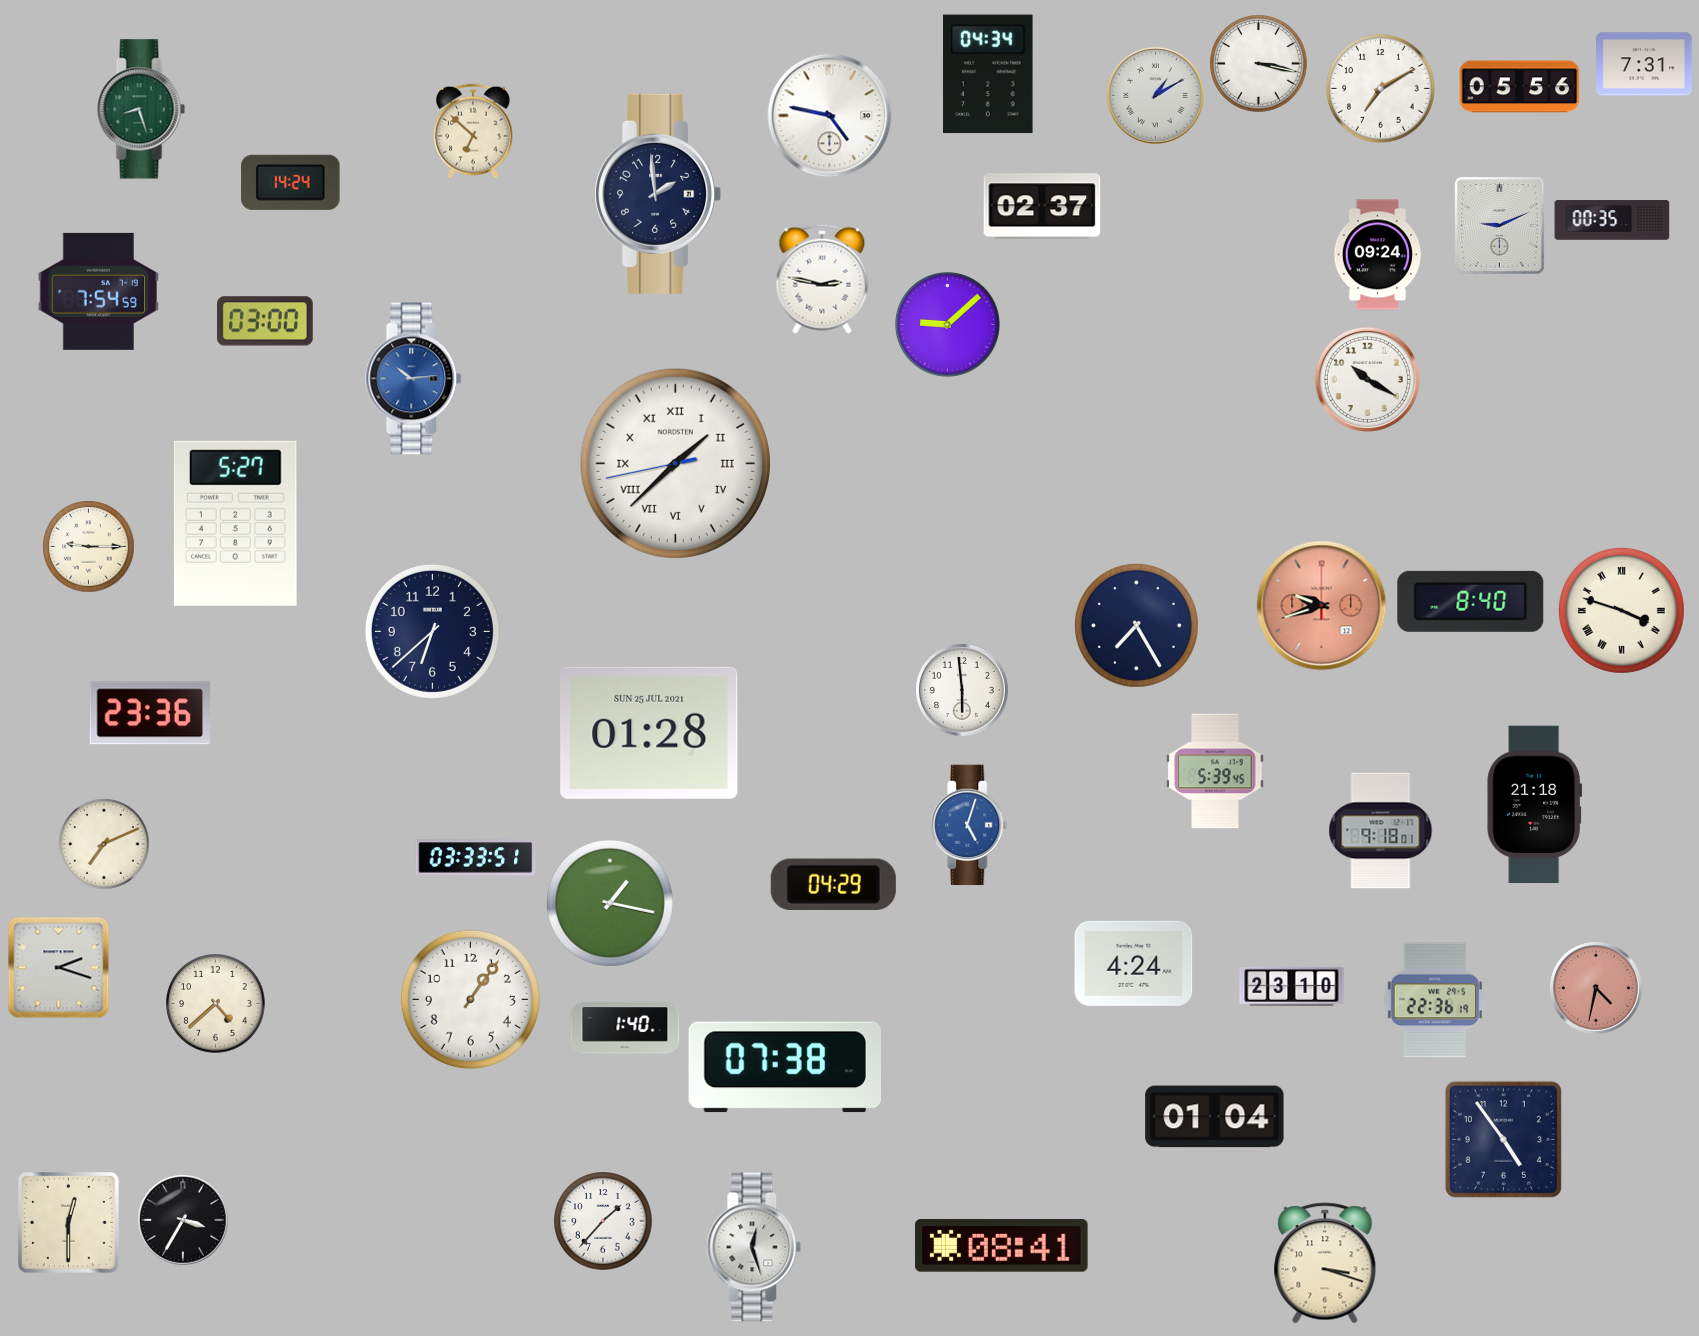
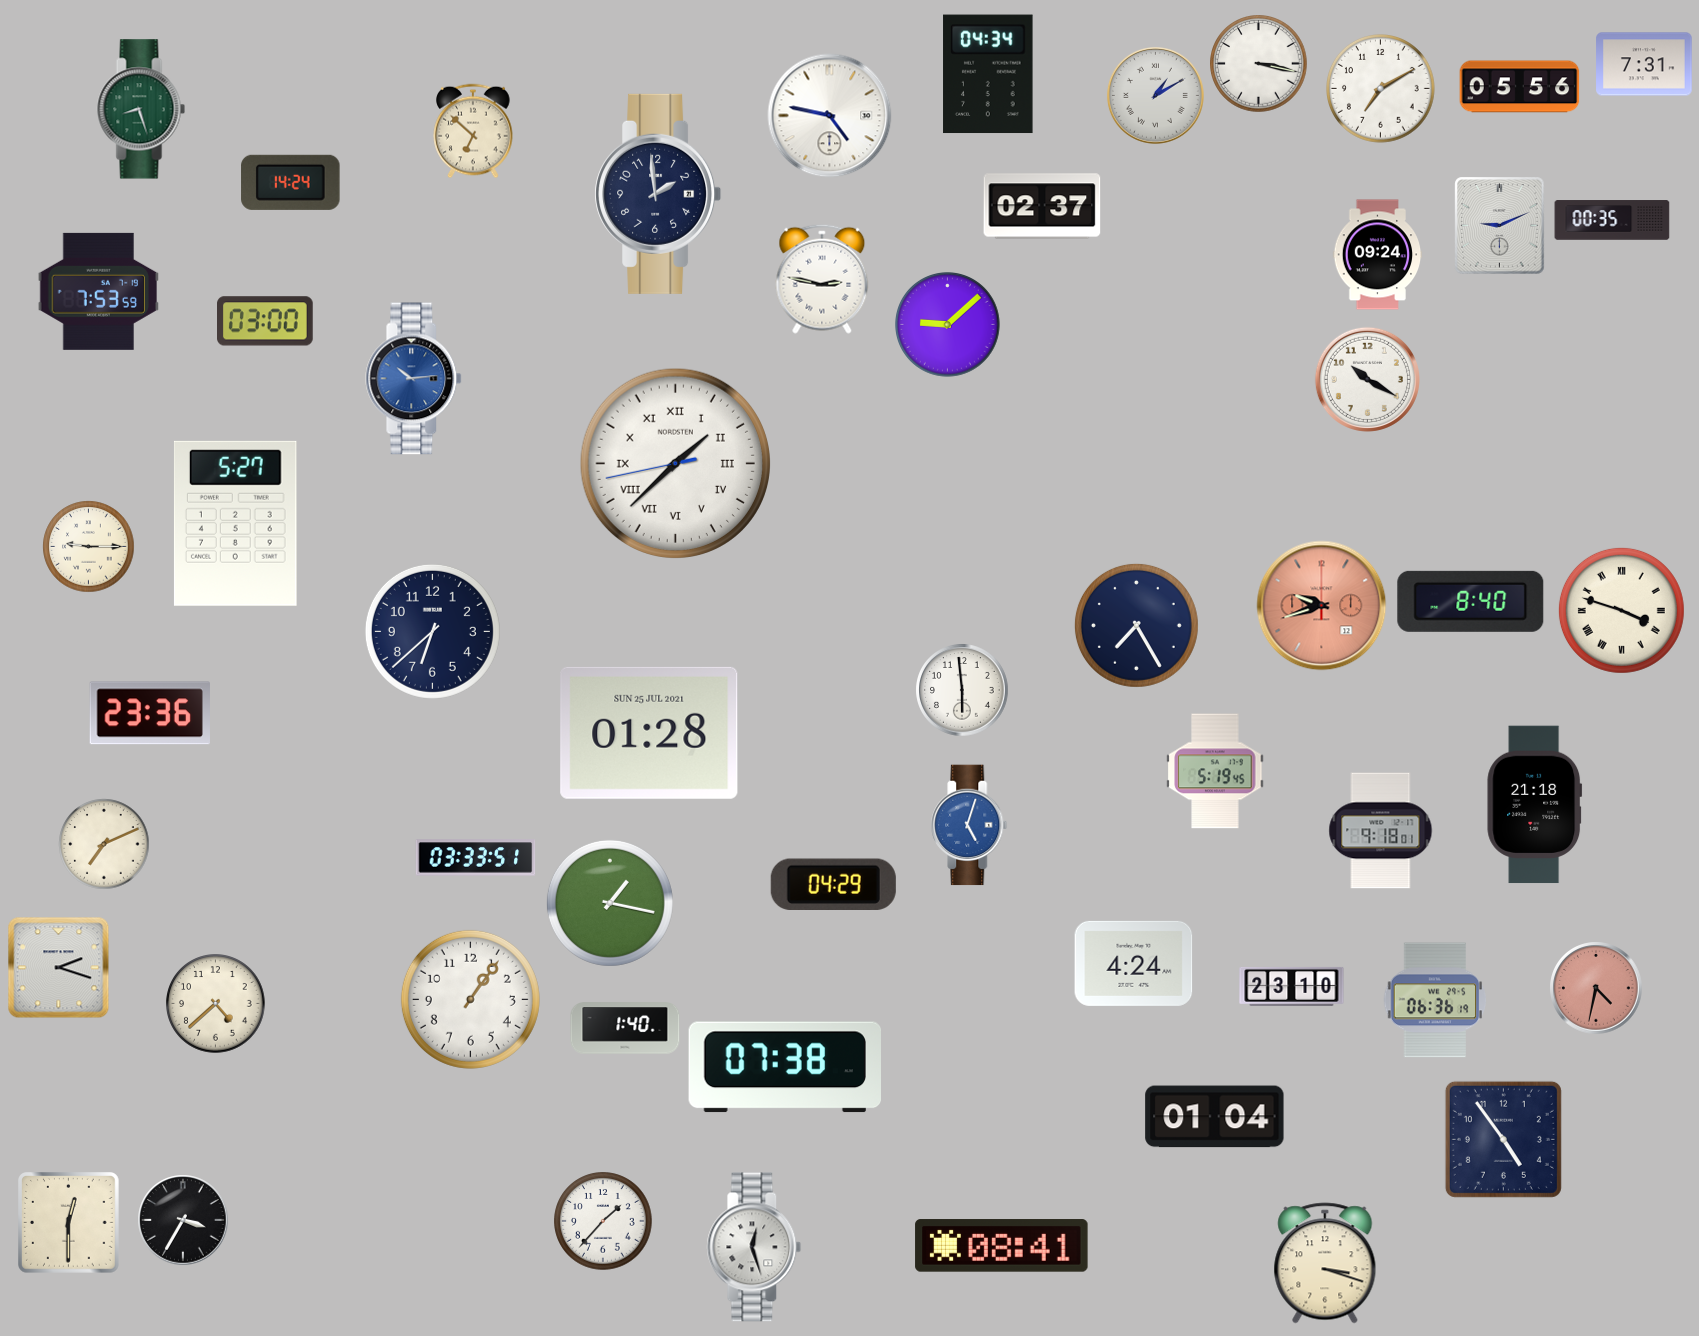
clock at (98, 291): 7:54 -> 7:53
clock at (1215, 771): 5:39 -> 5:19
clock at (1435, 1000): 22:36 -> 06:36
